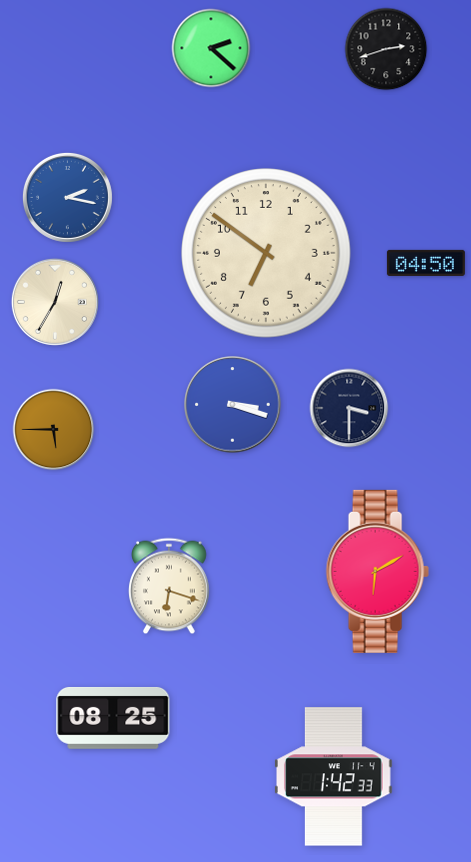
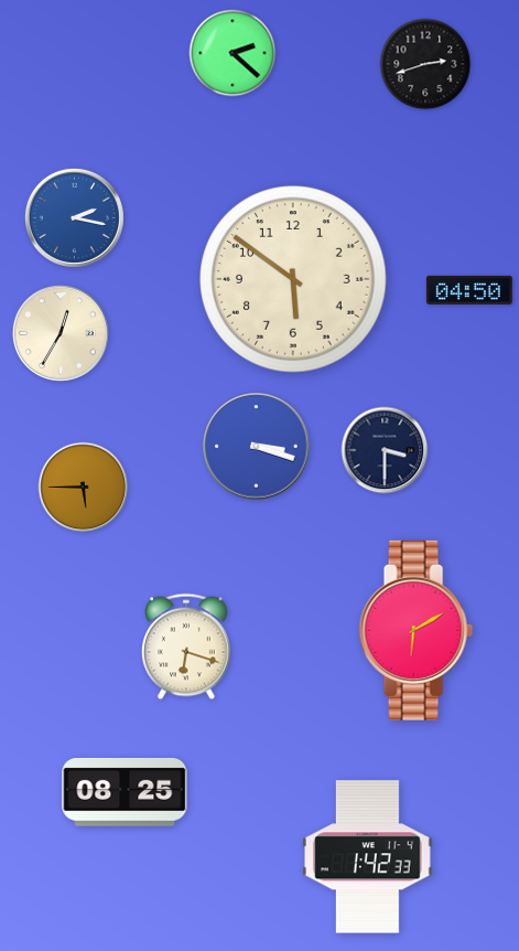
clock at (386, 49) position: (386, 49) -> (425, 64)
clock at (267, 254): 6:51 -> 5:51
clock at (54, 430) position: (54, 430) -> (84, 488)
